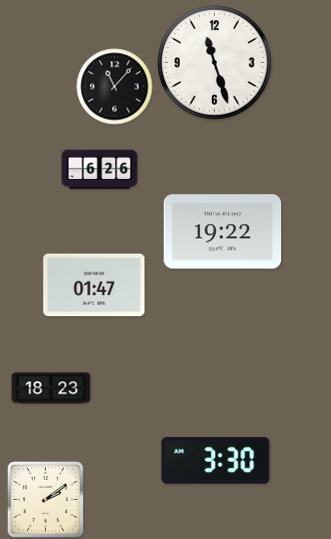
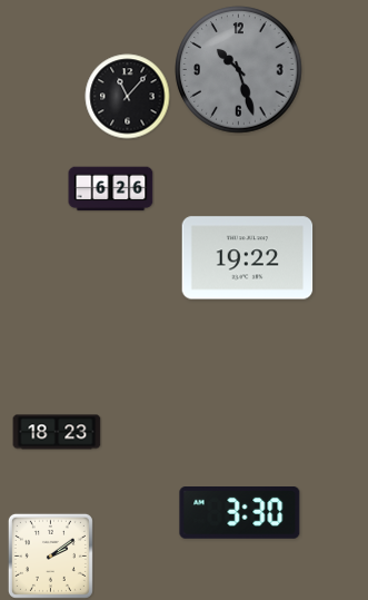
clock at (215, 63): 11:27 -> 10:27
clock at (215, 63) dial: white -> grey
clock at (94, 285): 01:47 -> none
